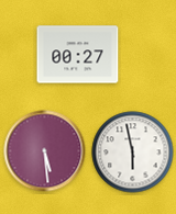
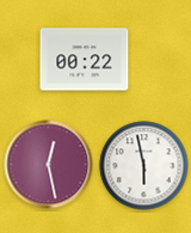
clock at (78, 55): 00:27 -> 00:22
clock at (45, 151): 5:29 -> 12:28
